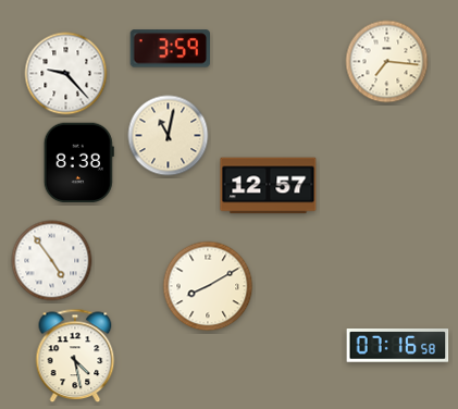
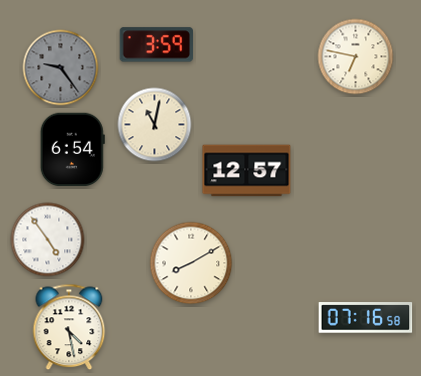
clock at (387, 62): 7:16 -> 6:47
clock at (66, 74): 9:23 -> 9:24
clock at (66, 74) dial: white -> grey
clock at (78, 163): 8:38 -> 6:54
